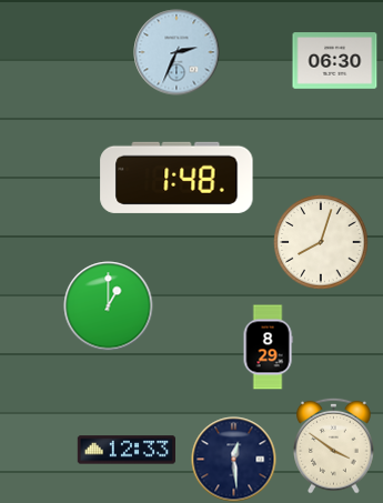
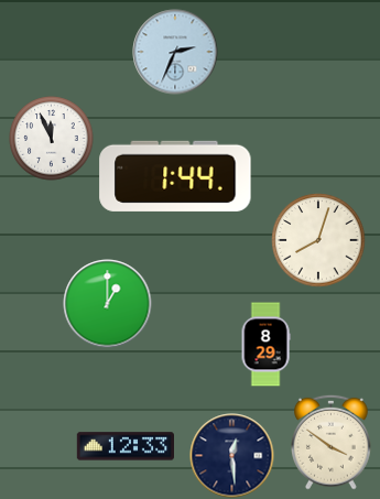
clock at (335, 61): 06:30 -> none
clock at (52, 139): none -> 11:56
clock at (177, 178): 1:48 -> 1:44
